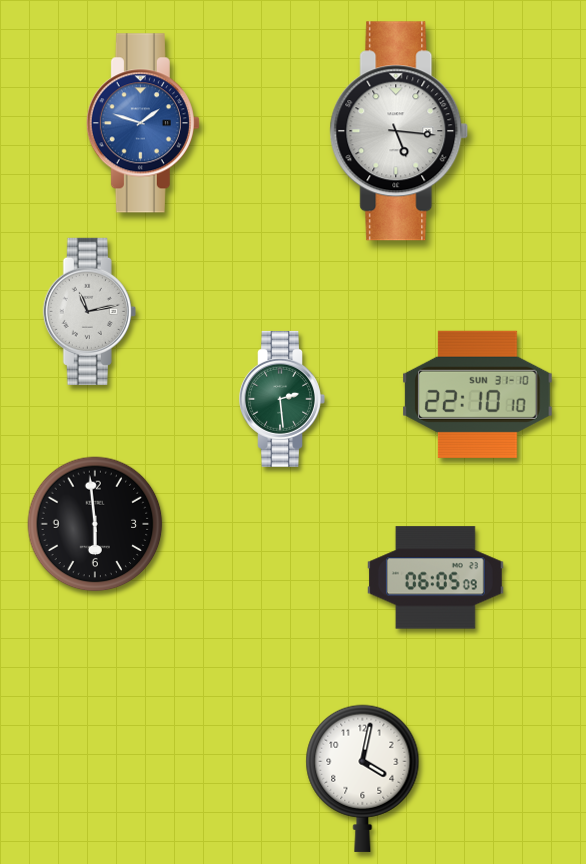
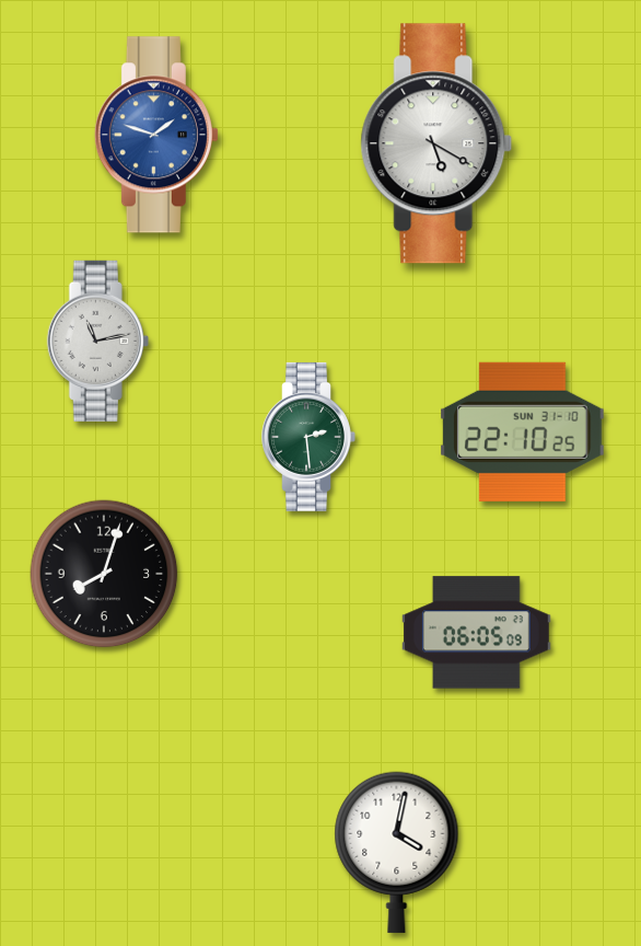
clock at (399, 131): 5:16 -> 5:20
clock at (478, 394): 22:10:10 -> 22:10:25
clock at (95, 524): 5:59 -> 8:03
